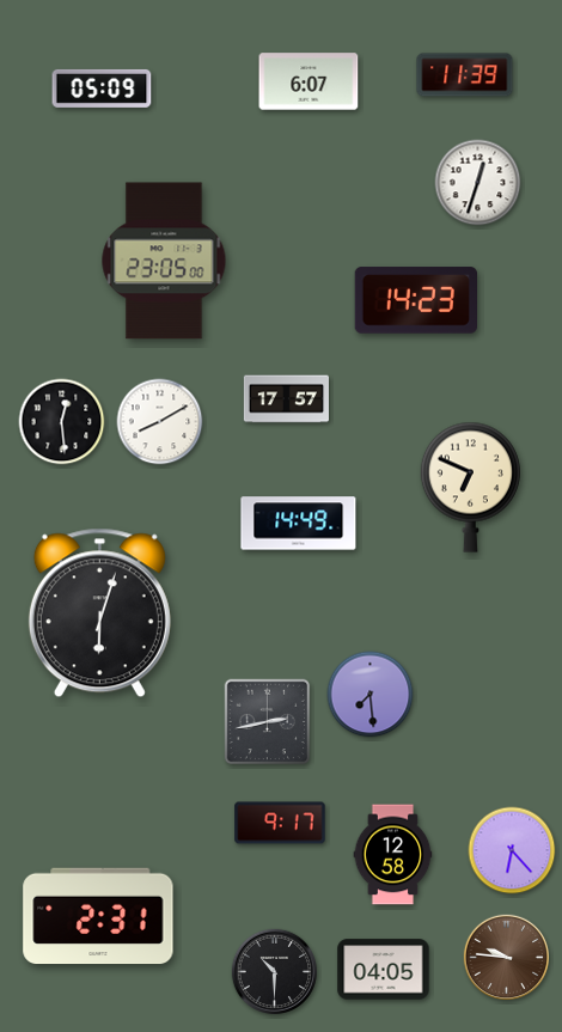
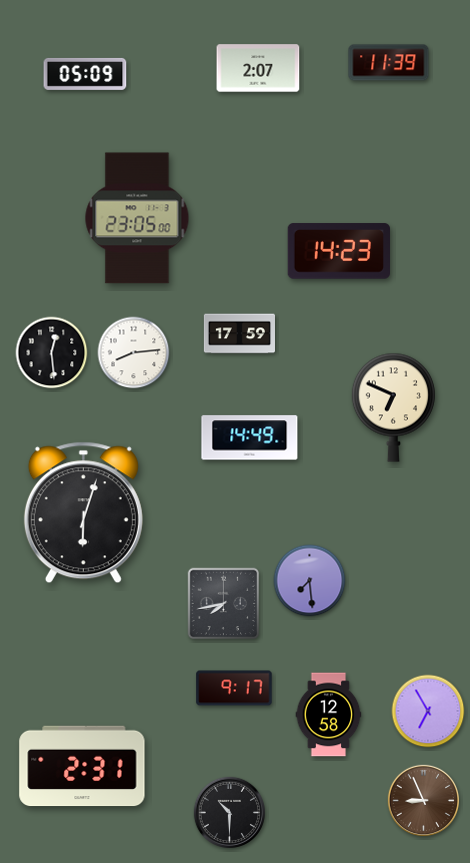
clock at (309, 81): 6:07 -> 2:07
clock at (478, 183): 12:33 -> none
clock at (415, 300) position: (415, 300) -> (338, 251)
clock at (286, 399): 17:57 -> 17:59
clock at (160, 422): 8:10 -> 8:14
clock at (268, 722): 2:43 -> 7:43
clock at (512, 850): 6:23 -> 6:55
clock at (506, 957): 9:46 -> 8:56
clock at (384, 970): 04:05 -> none
